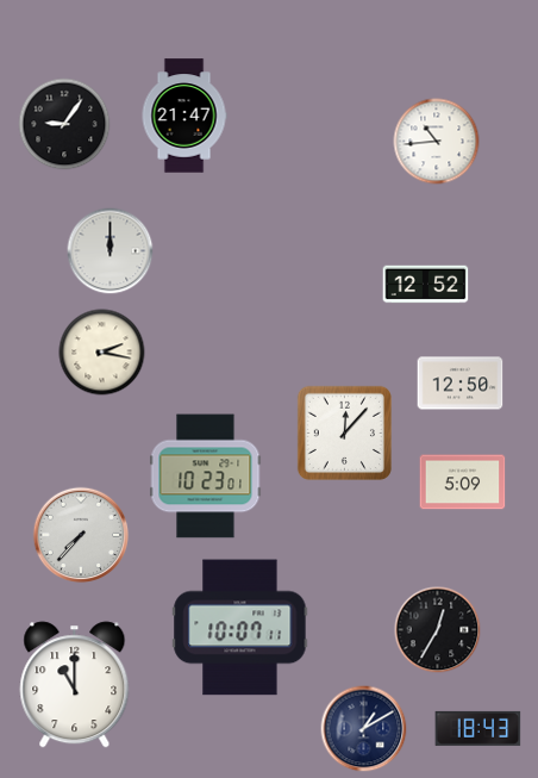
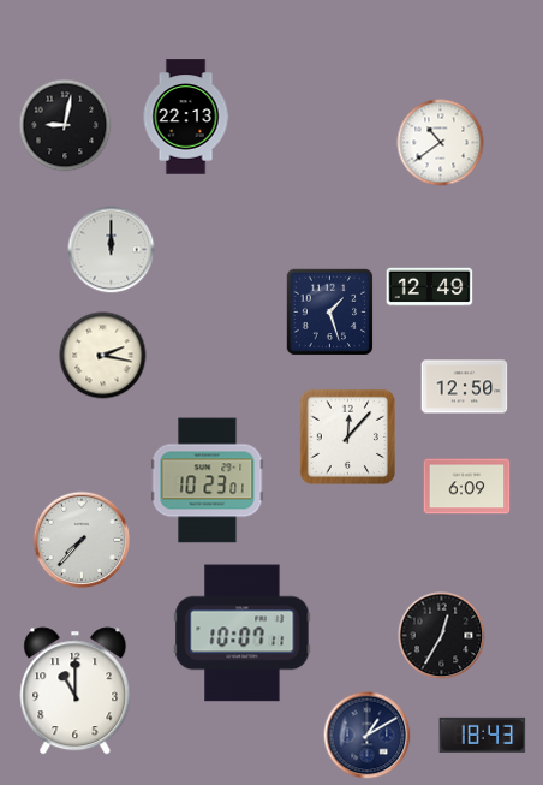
clock at (184, 116): 21:47 -> 22:13
clock at (64, 124): 9:06 -> 9:02
clock at (437, 142): 10:44 -> 10:39
clock at (111, 251) position: (111, 251) -> (112, 250)
clock at (426, 285): 12:52 -> 12:49
clock at (330, 313): none -> 1:27
clock at (463, 483): 5:09 -> 6:09
